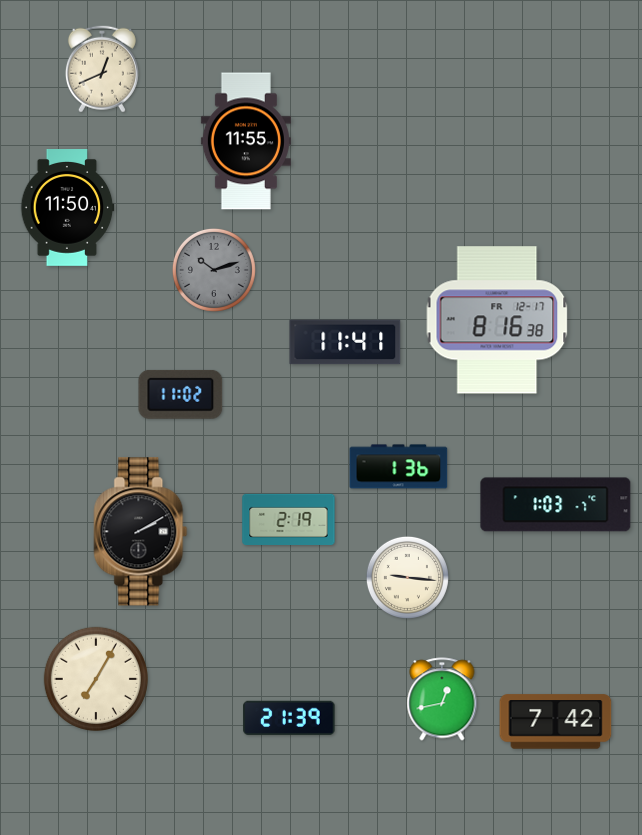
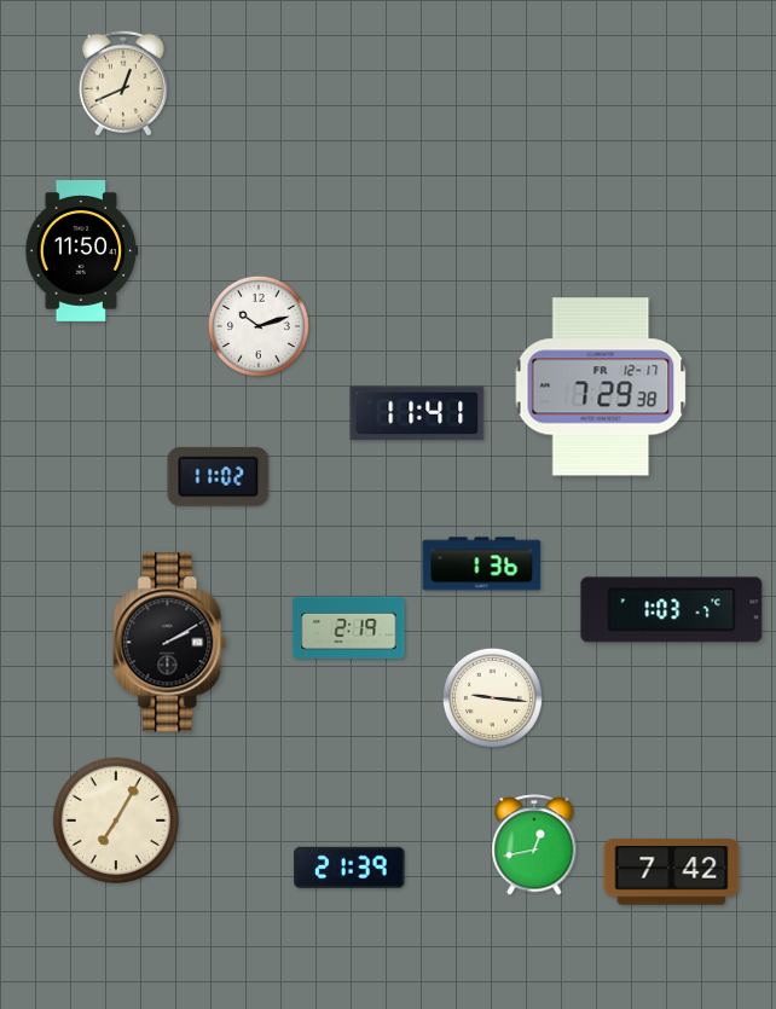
clock at (246, 141): 11:55 -> none
clock at (214, 270) dial: grey -> white
clock at (497, 320): 8:16 -> 7:29
